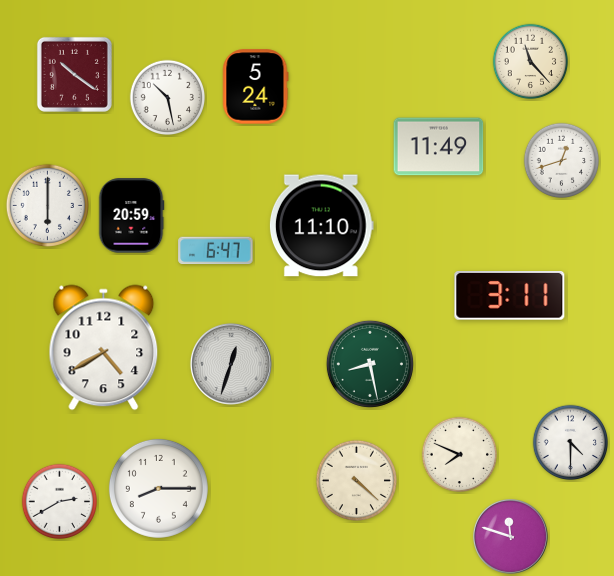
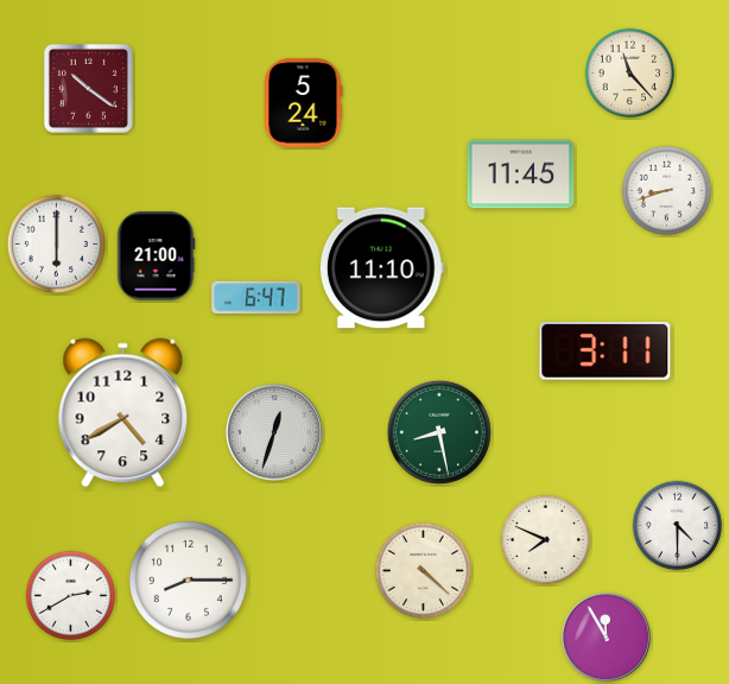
clock at (168, 98): 10:28 -> none
clock at (439, 147): 11:49 -> 11:45
clock at (562, 161): 12:42 -> 8:42
clock at (131, 216): 20:59 -> 21:00
clock at (510, 536): 11:48 -> 11:55
